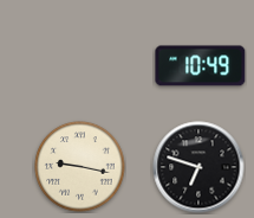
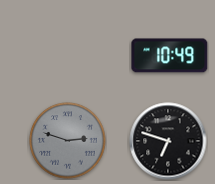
clock at (80, 167): 9:17 -> 2:48
clock at (80, 167) dial: cream -> grey
